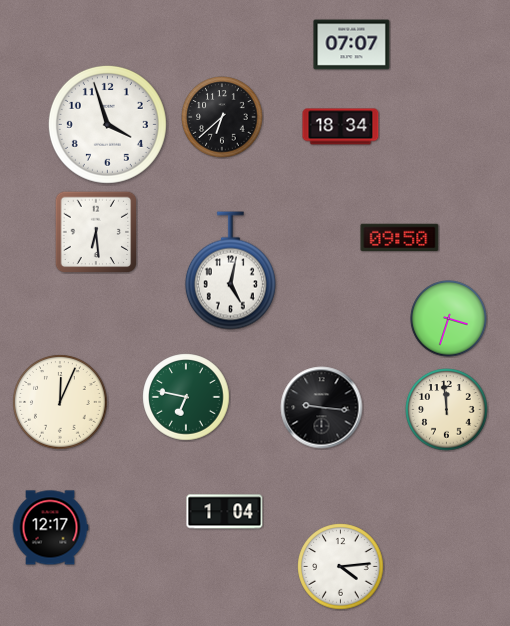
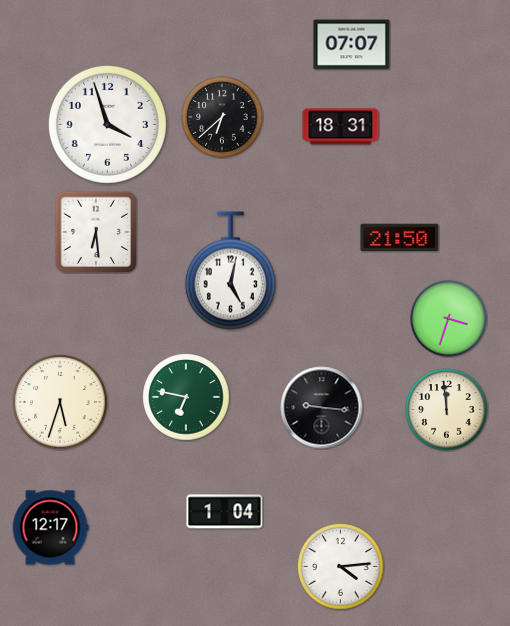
clock at (341, 127): 18:34 -> 18:31
clock at (400, 238): 09:50 -> 21:50
clock at (60, 402): 12:04 -> 5:33
